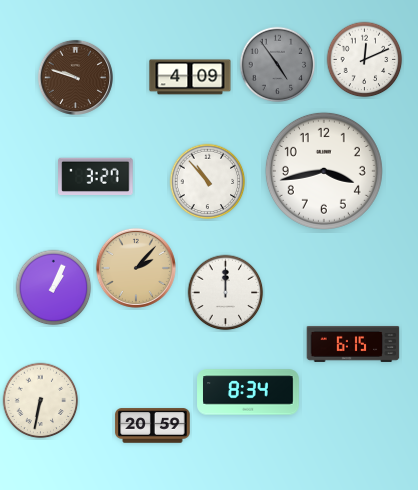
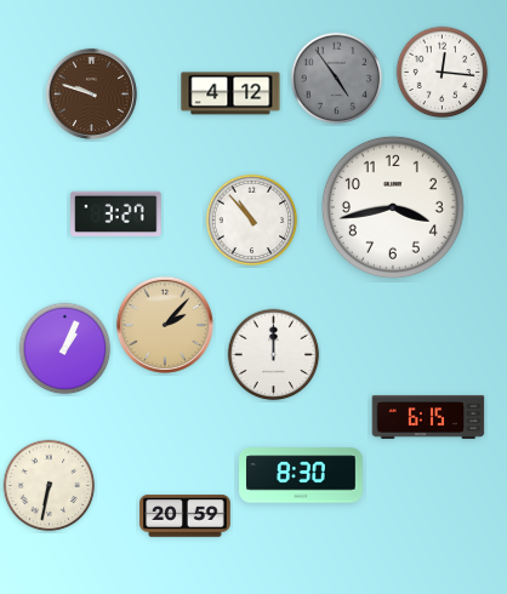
clock at (365, 60): 12:11 -> 12:16
clock at (190, 77): 4:09 -> 4:12
clock at (248, 392): 8:34 -> 8:30
